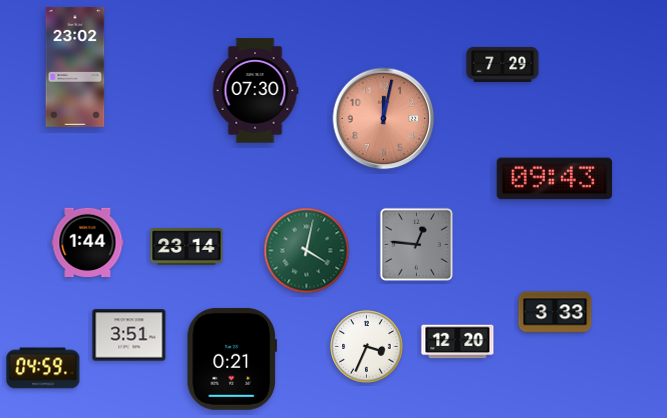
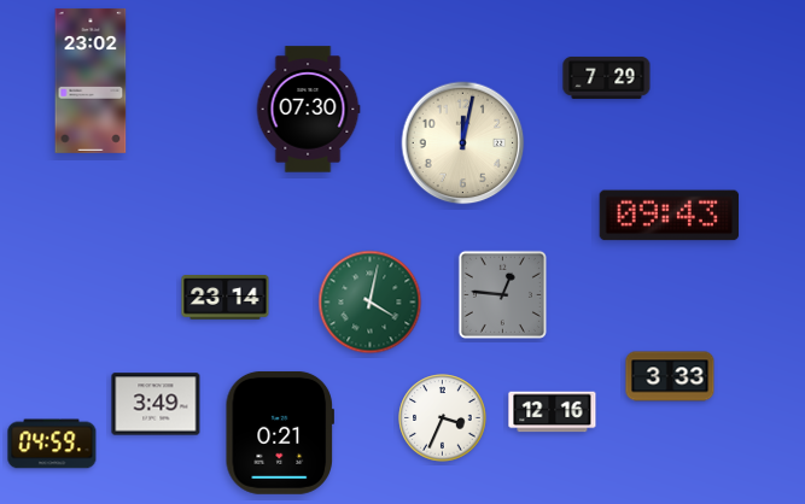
clock at (384, 119) dial: salmon -> cream
clock at (88, 243): 1:44 -> none
clock at (129, 335): 3:51 -> 3:49
clock at (458, 342): 12:20 -> 12:16
